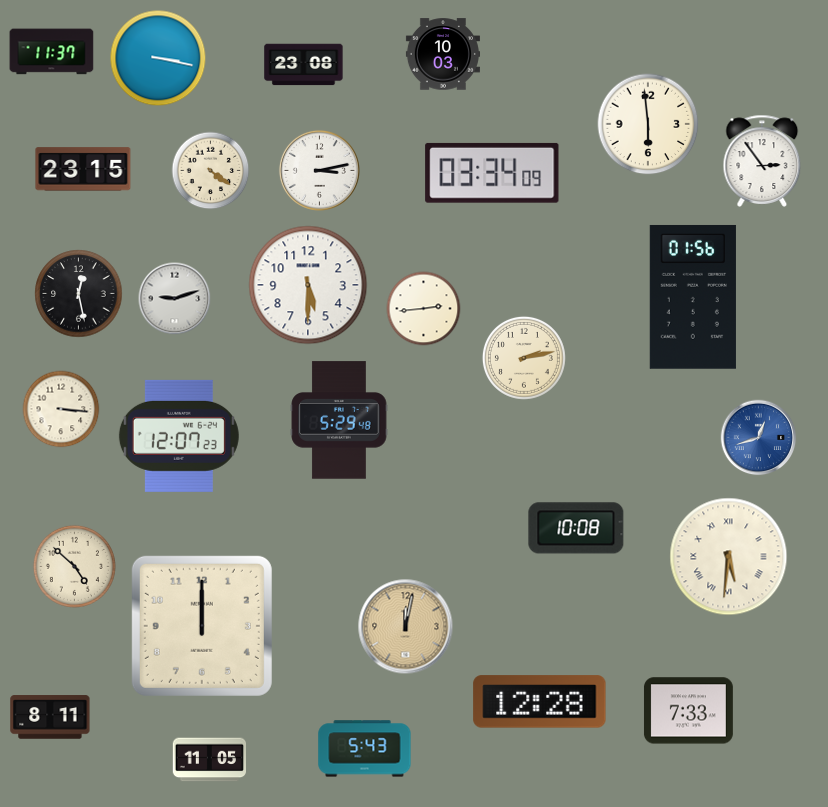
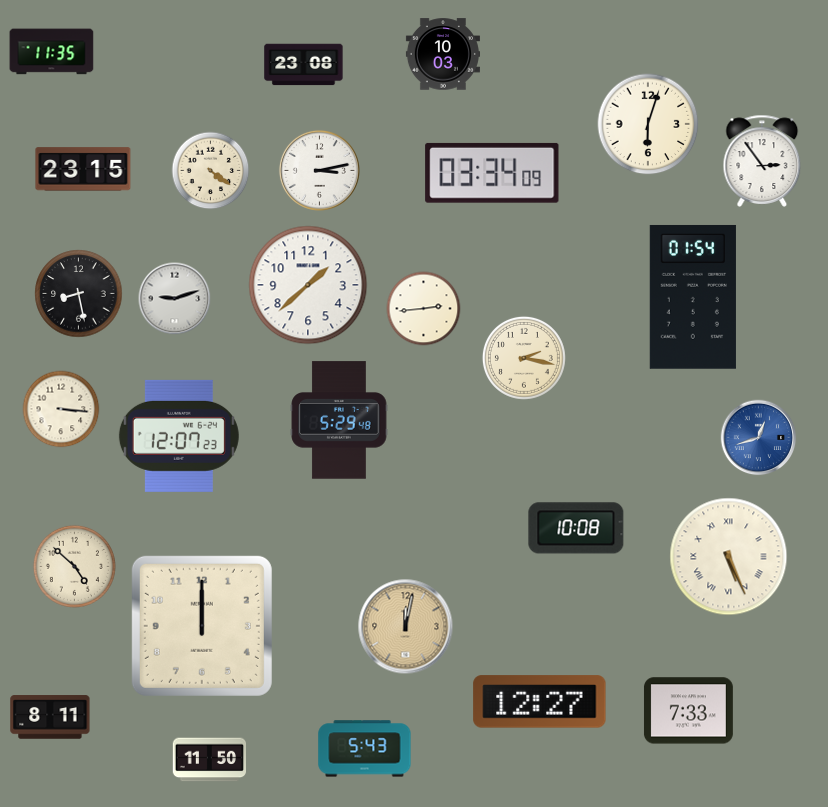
clock at (52, 52): 11:37 -> 11:35
clock at (158, 58): 3:17 -> none
clock at (648, 124): 5:59 -> 6:03
clock at (308, 285): 5:30 -> 1:38
clock at (79, 294): 12:28 -> 8:28
clock at (693, 297): 01:56 -> 01:54
clock at (524, 358): 2:13 -> 2:17
clock at (729, 557): 5:31 -> 5:26
clock at (540, 702): 12:28 -> 12:27
clock at (209, 760): 11:05 -> 11:50
